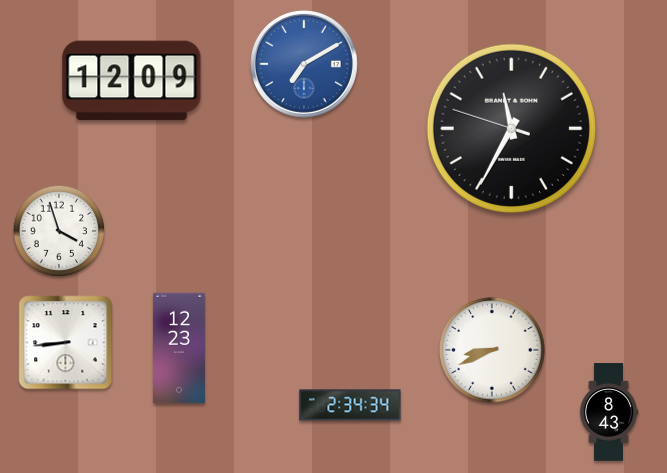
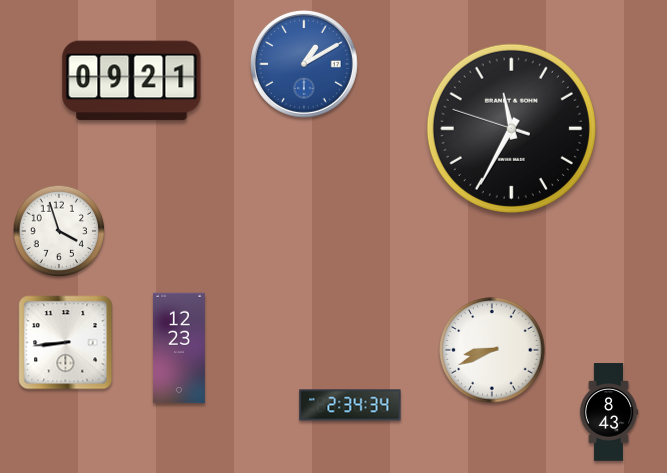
clock at (304, 64): 7:10 -> 1:10
clock at (132, 81): 12:09 -> 09:21
